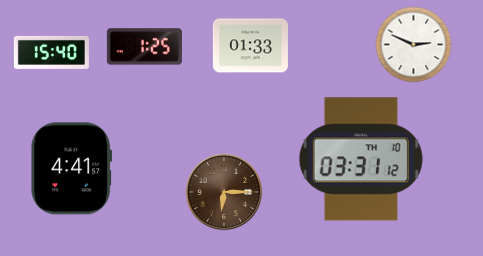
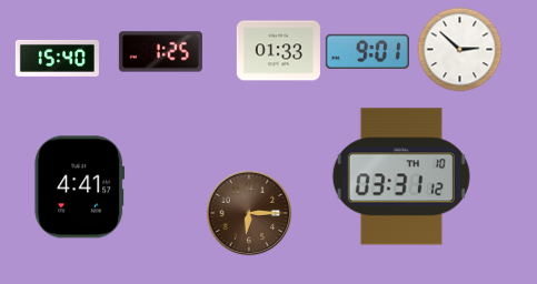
clock at (414, 45): 2:49 -> 2:52
clock at (367, 51): none -> 9:01
